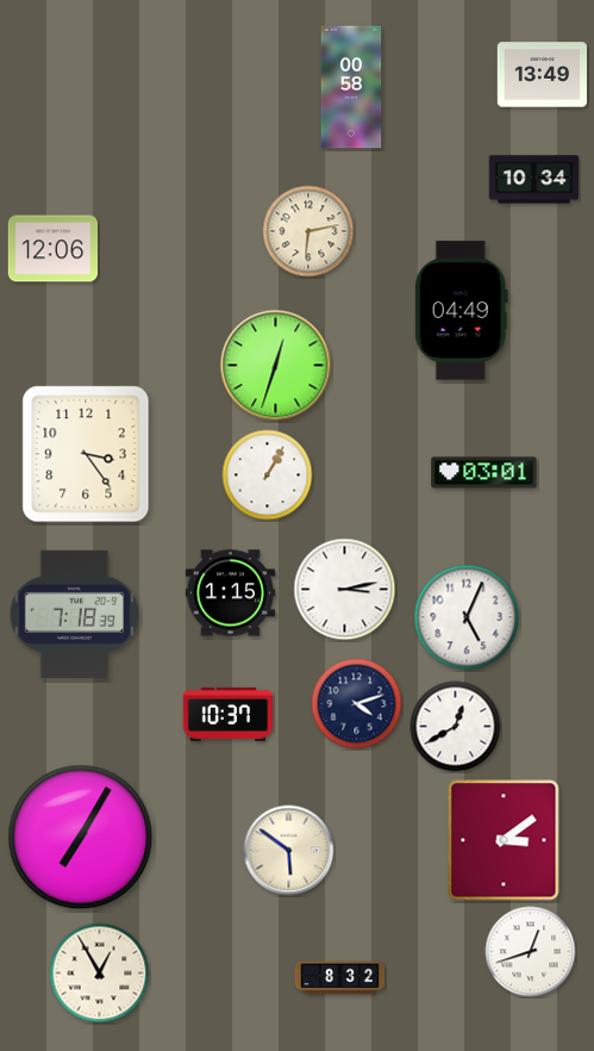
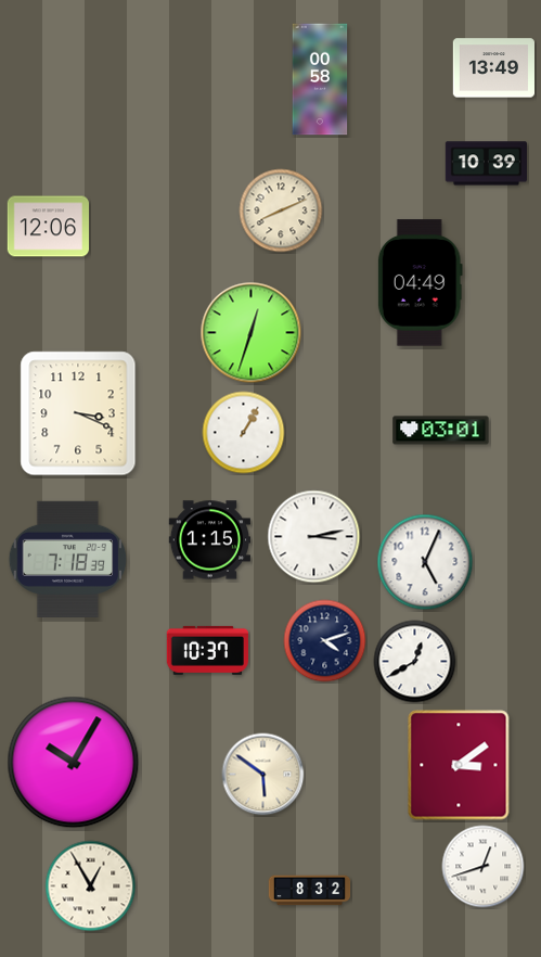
clock at (533, 180): 10:34 -> 10:39
clock at (308, 231): 6:13 -> 8:11
clock at (86, 454): 3:24 -> 3:19
clock at (81, 838): 7:05 -> 10:05
